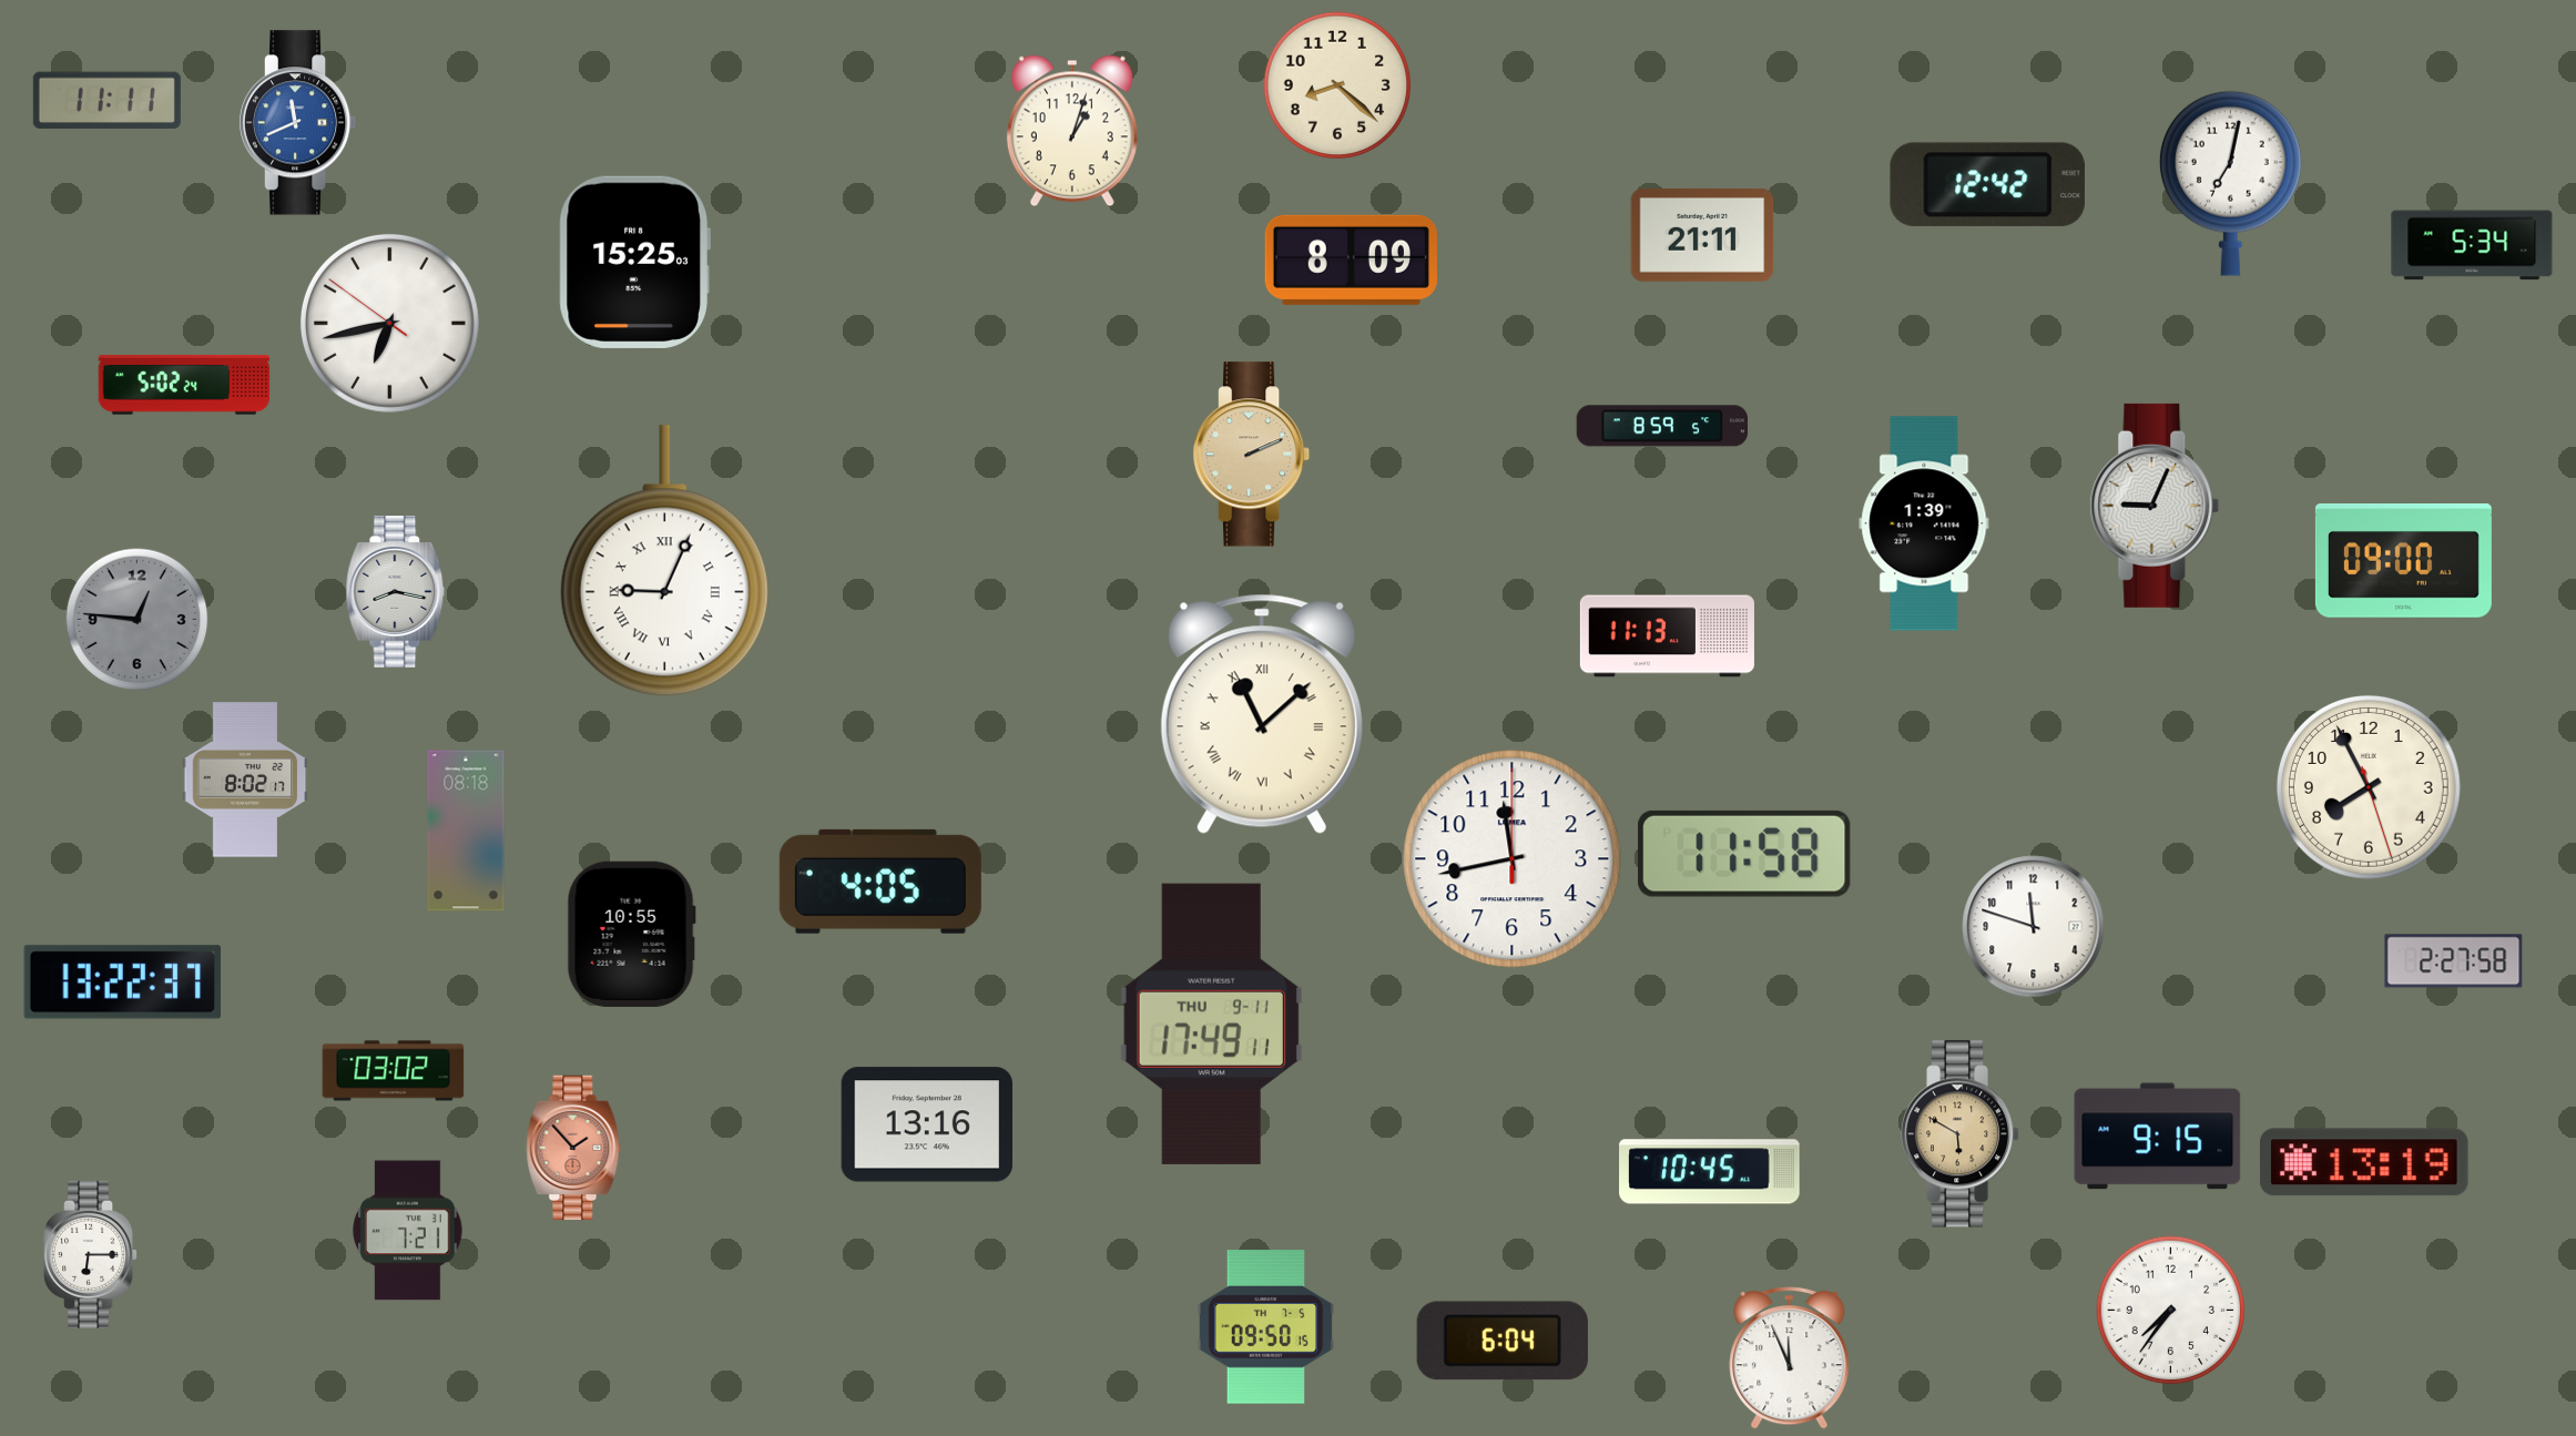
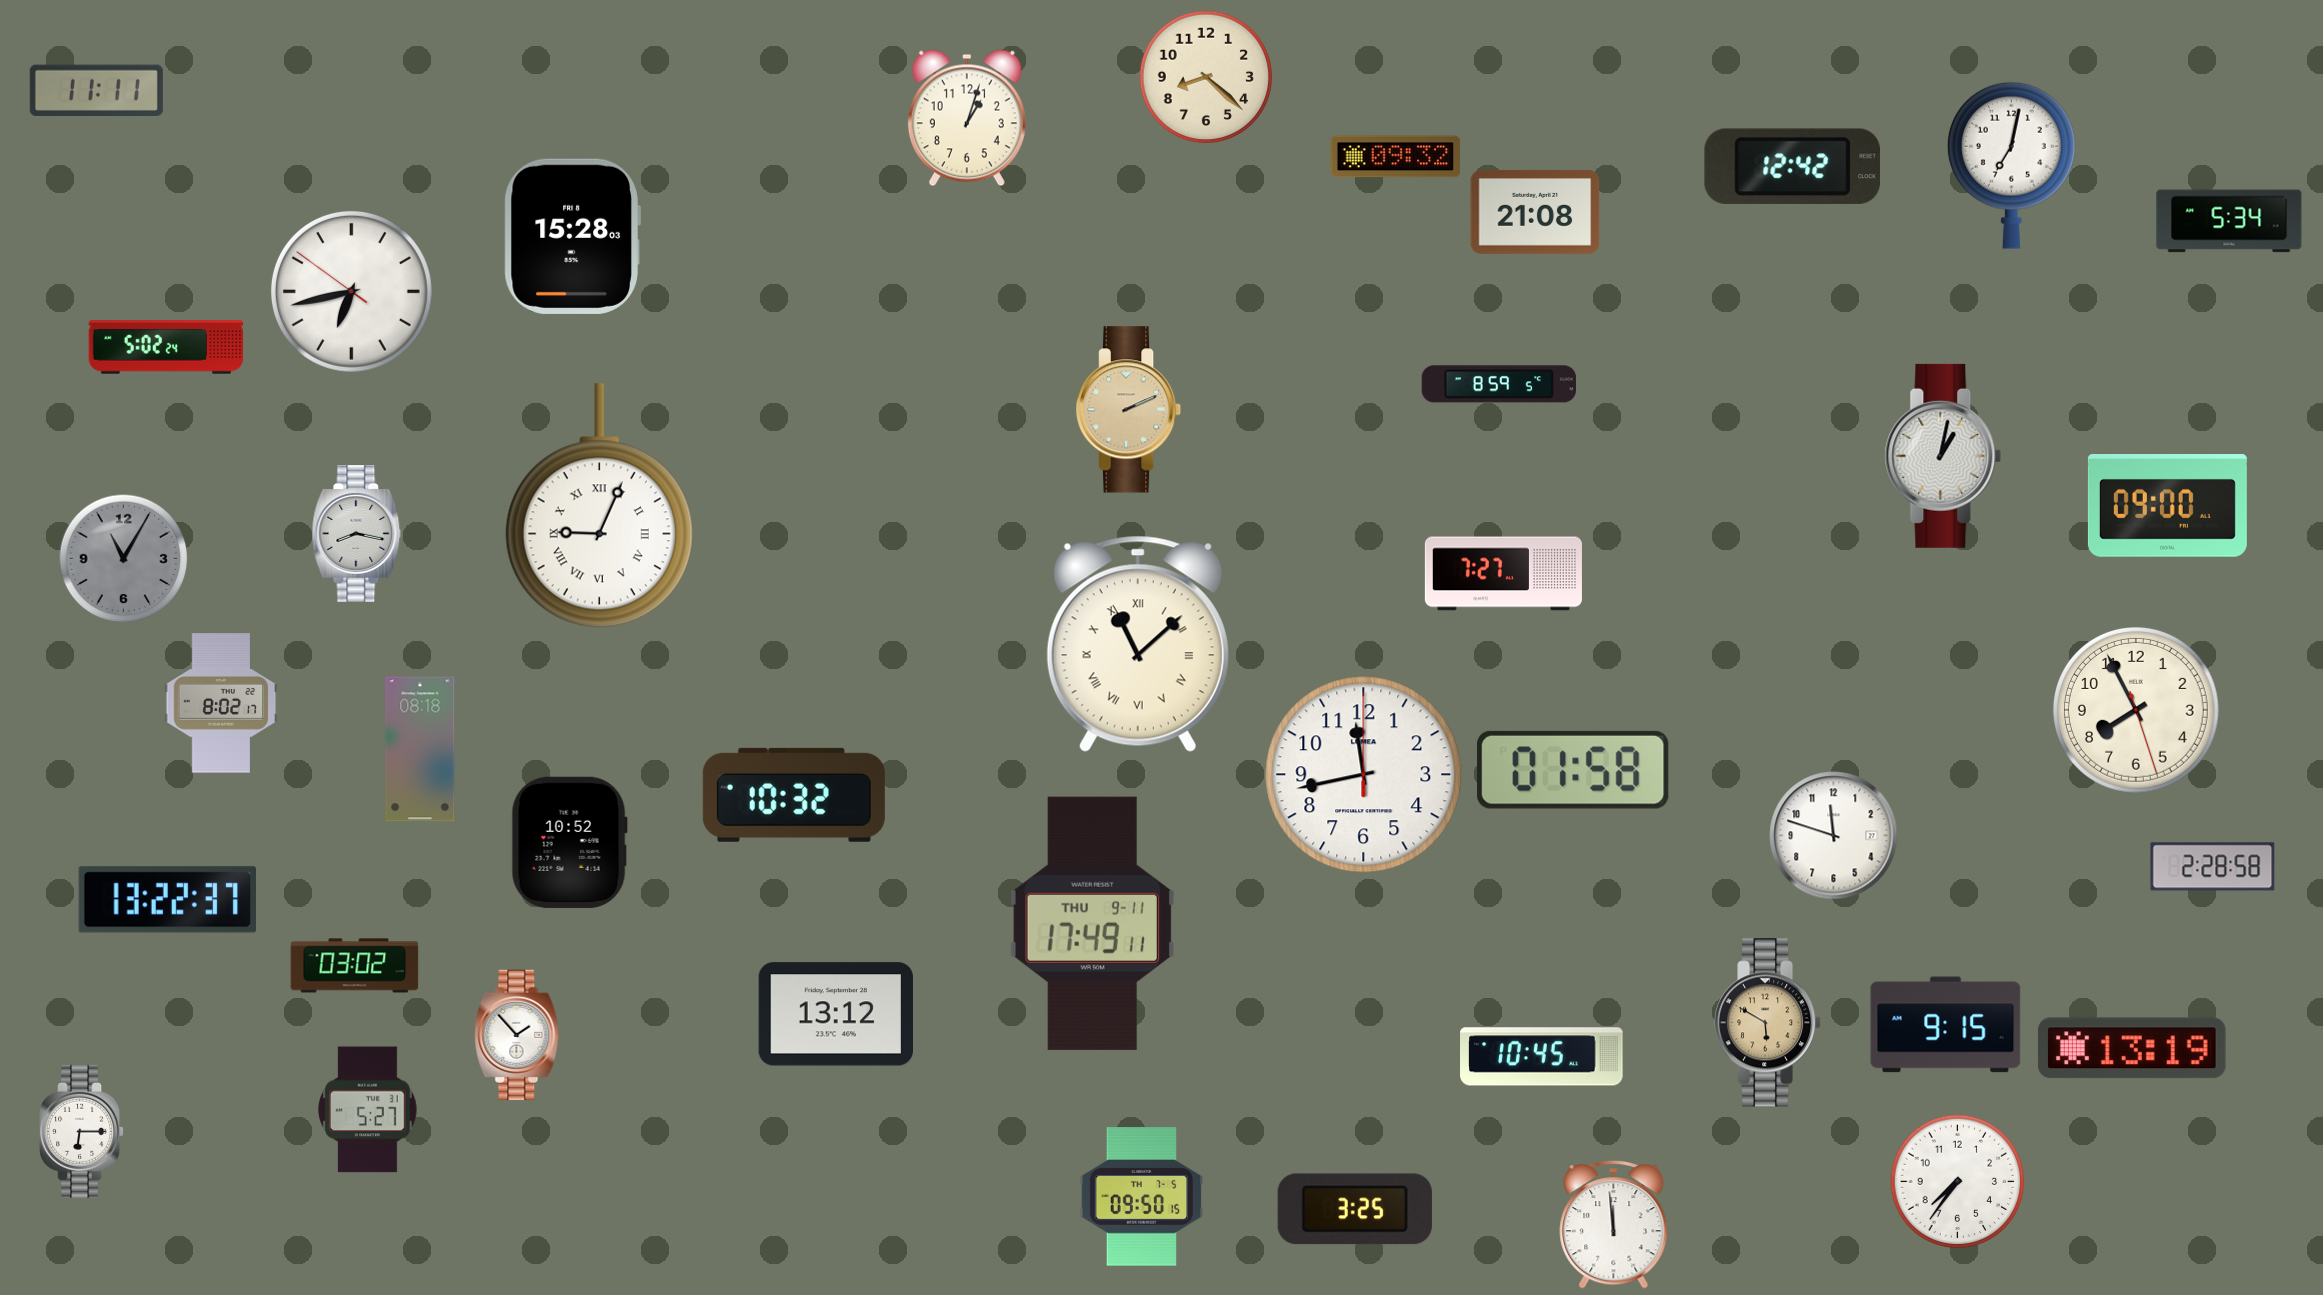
clock at (298, 123): 11:41 -> none
clock at (1396, 157): none -> 09:32
clock at (1702, 235): 21:11 -> 21:08
clock at (1351, 259): 8:09 -> none
clock at (634, 262): 15:25 -> 15:28
clock at (2155, 506): 9:04 -> 1:02
clock at (1924, 523): 1:39 -> none
clock at (138, 620): 12:46 -> 11:05
clock at (1667, 636): 11:13 -> 7:27
clock at (1744, 854): 11:58 -> 01:58
clock at (880, 882): 4:05 -> 10:32
clock at (631, 934): 10:55 -> 10:52
clock at (2454, 961): 2:27 -> 2:28
clock at (123, 982) position: (123, 982) -> (168, 900)
clock at (927, 1124): 13:16 -> 13:12
clock at (573, 1148) dial: salmon -> white
clock at (408, 1231): 7:21 -> 5:27
clock at (1503, 1341): 6:04 -> 3:25
clock at (1790, 1358): 11:56 -> 11:59
